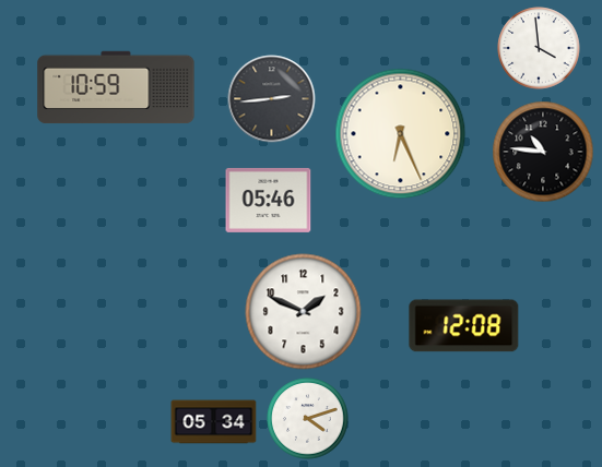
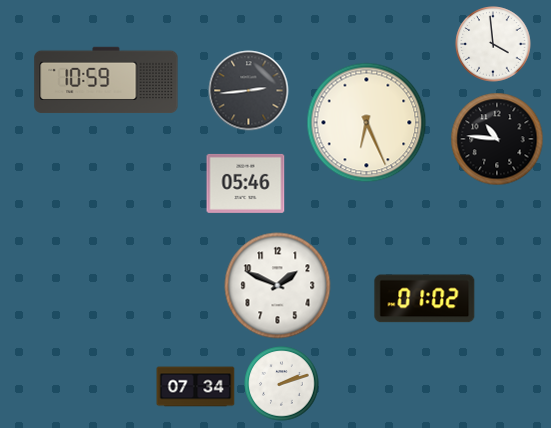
clock at (464, 326): 12:08 -> 01:02
clock at (308, 419): 4:12 -> 2:12
clock at (214, 422): 05:34 -> 07:34
